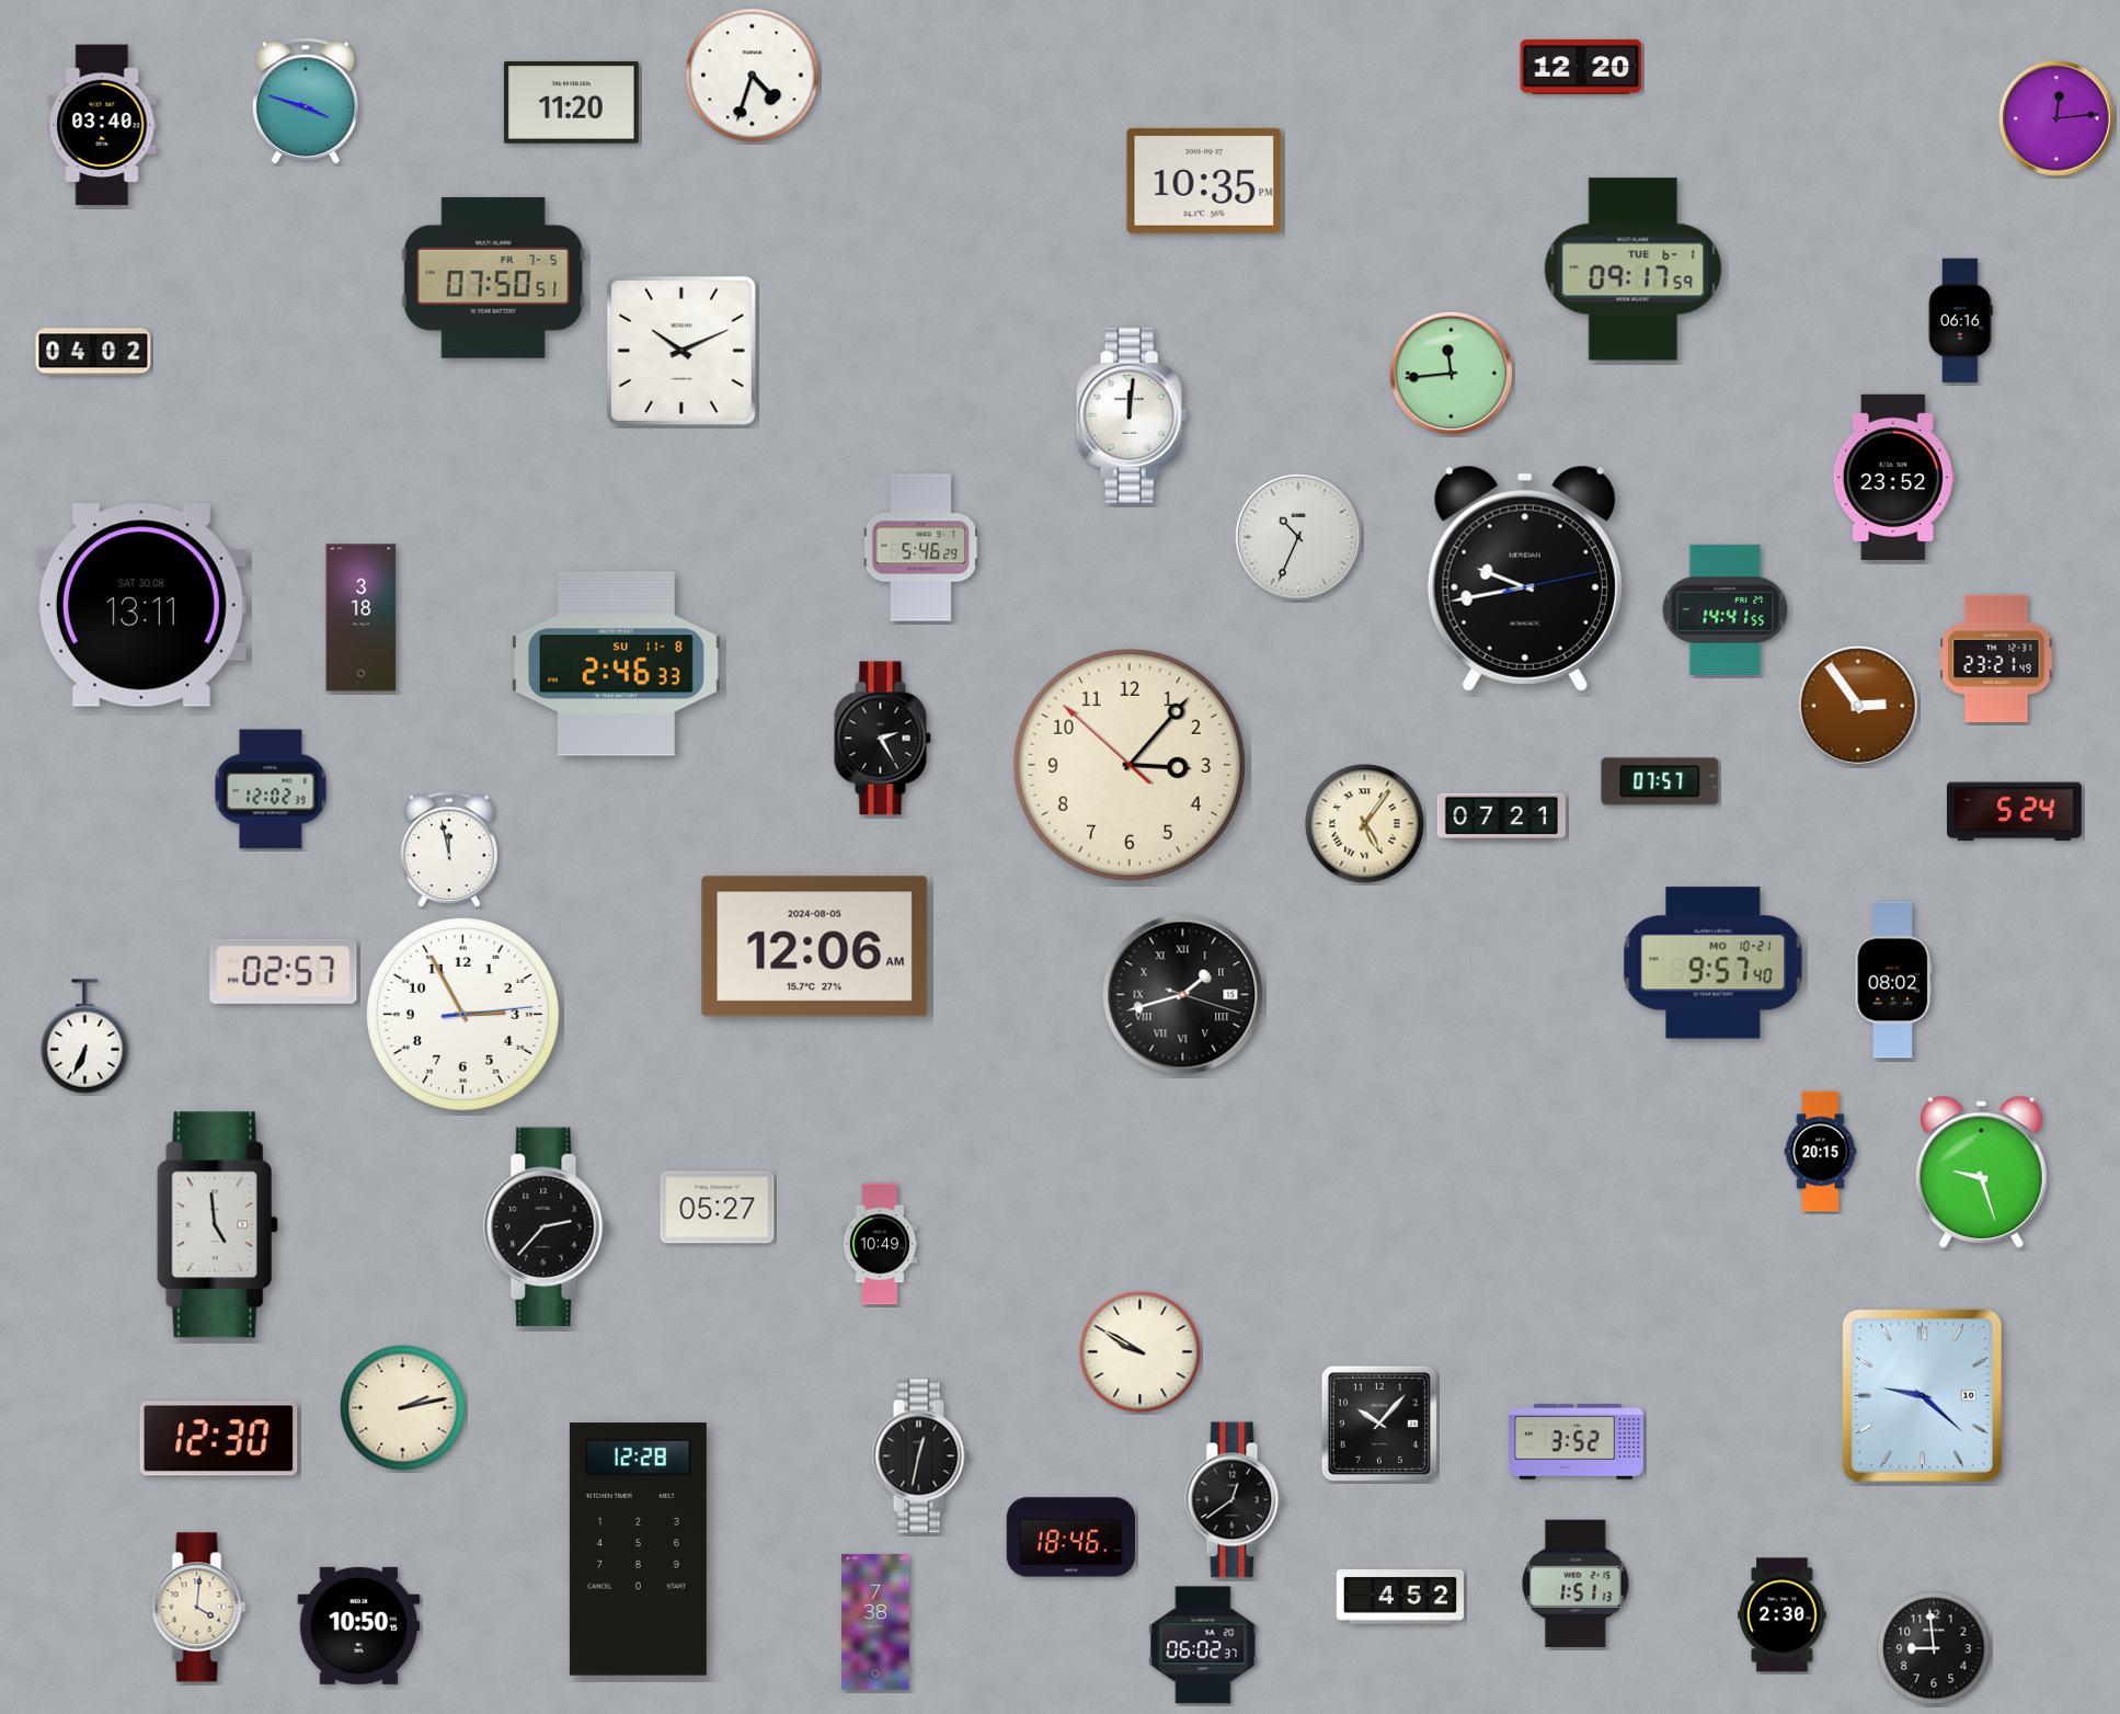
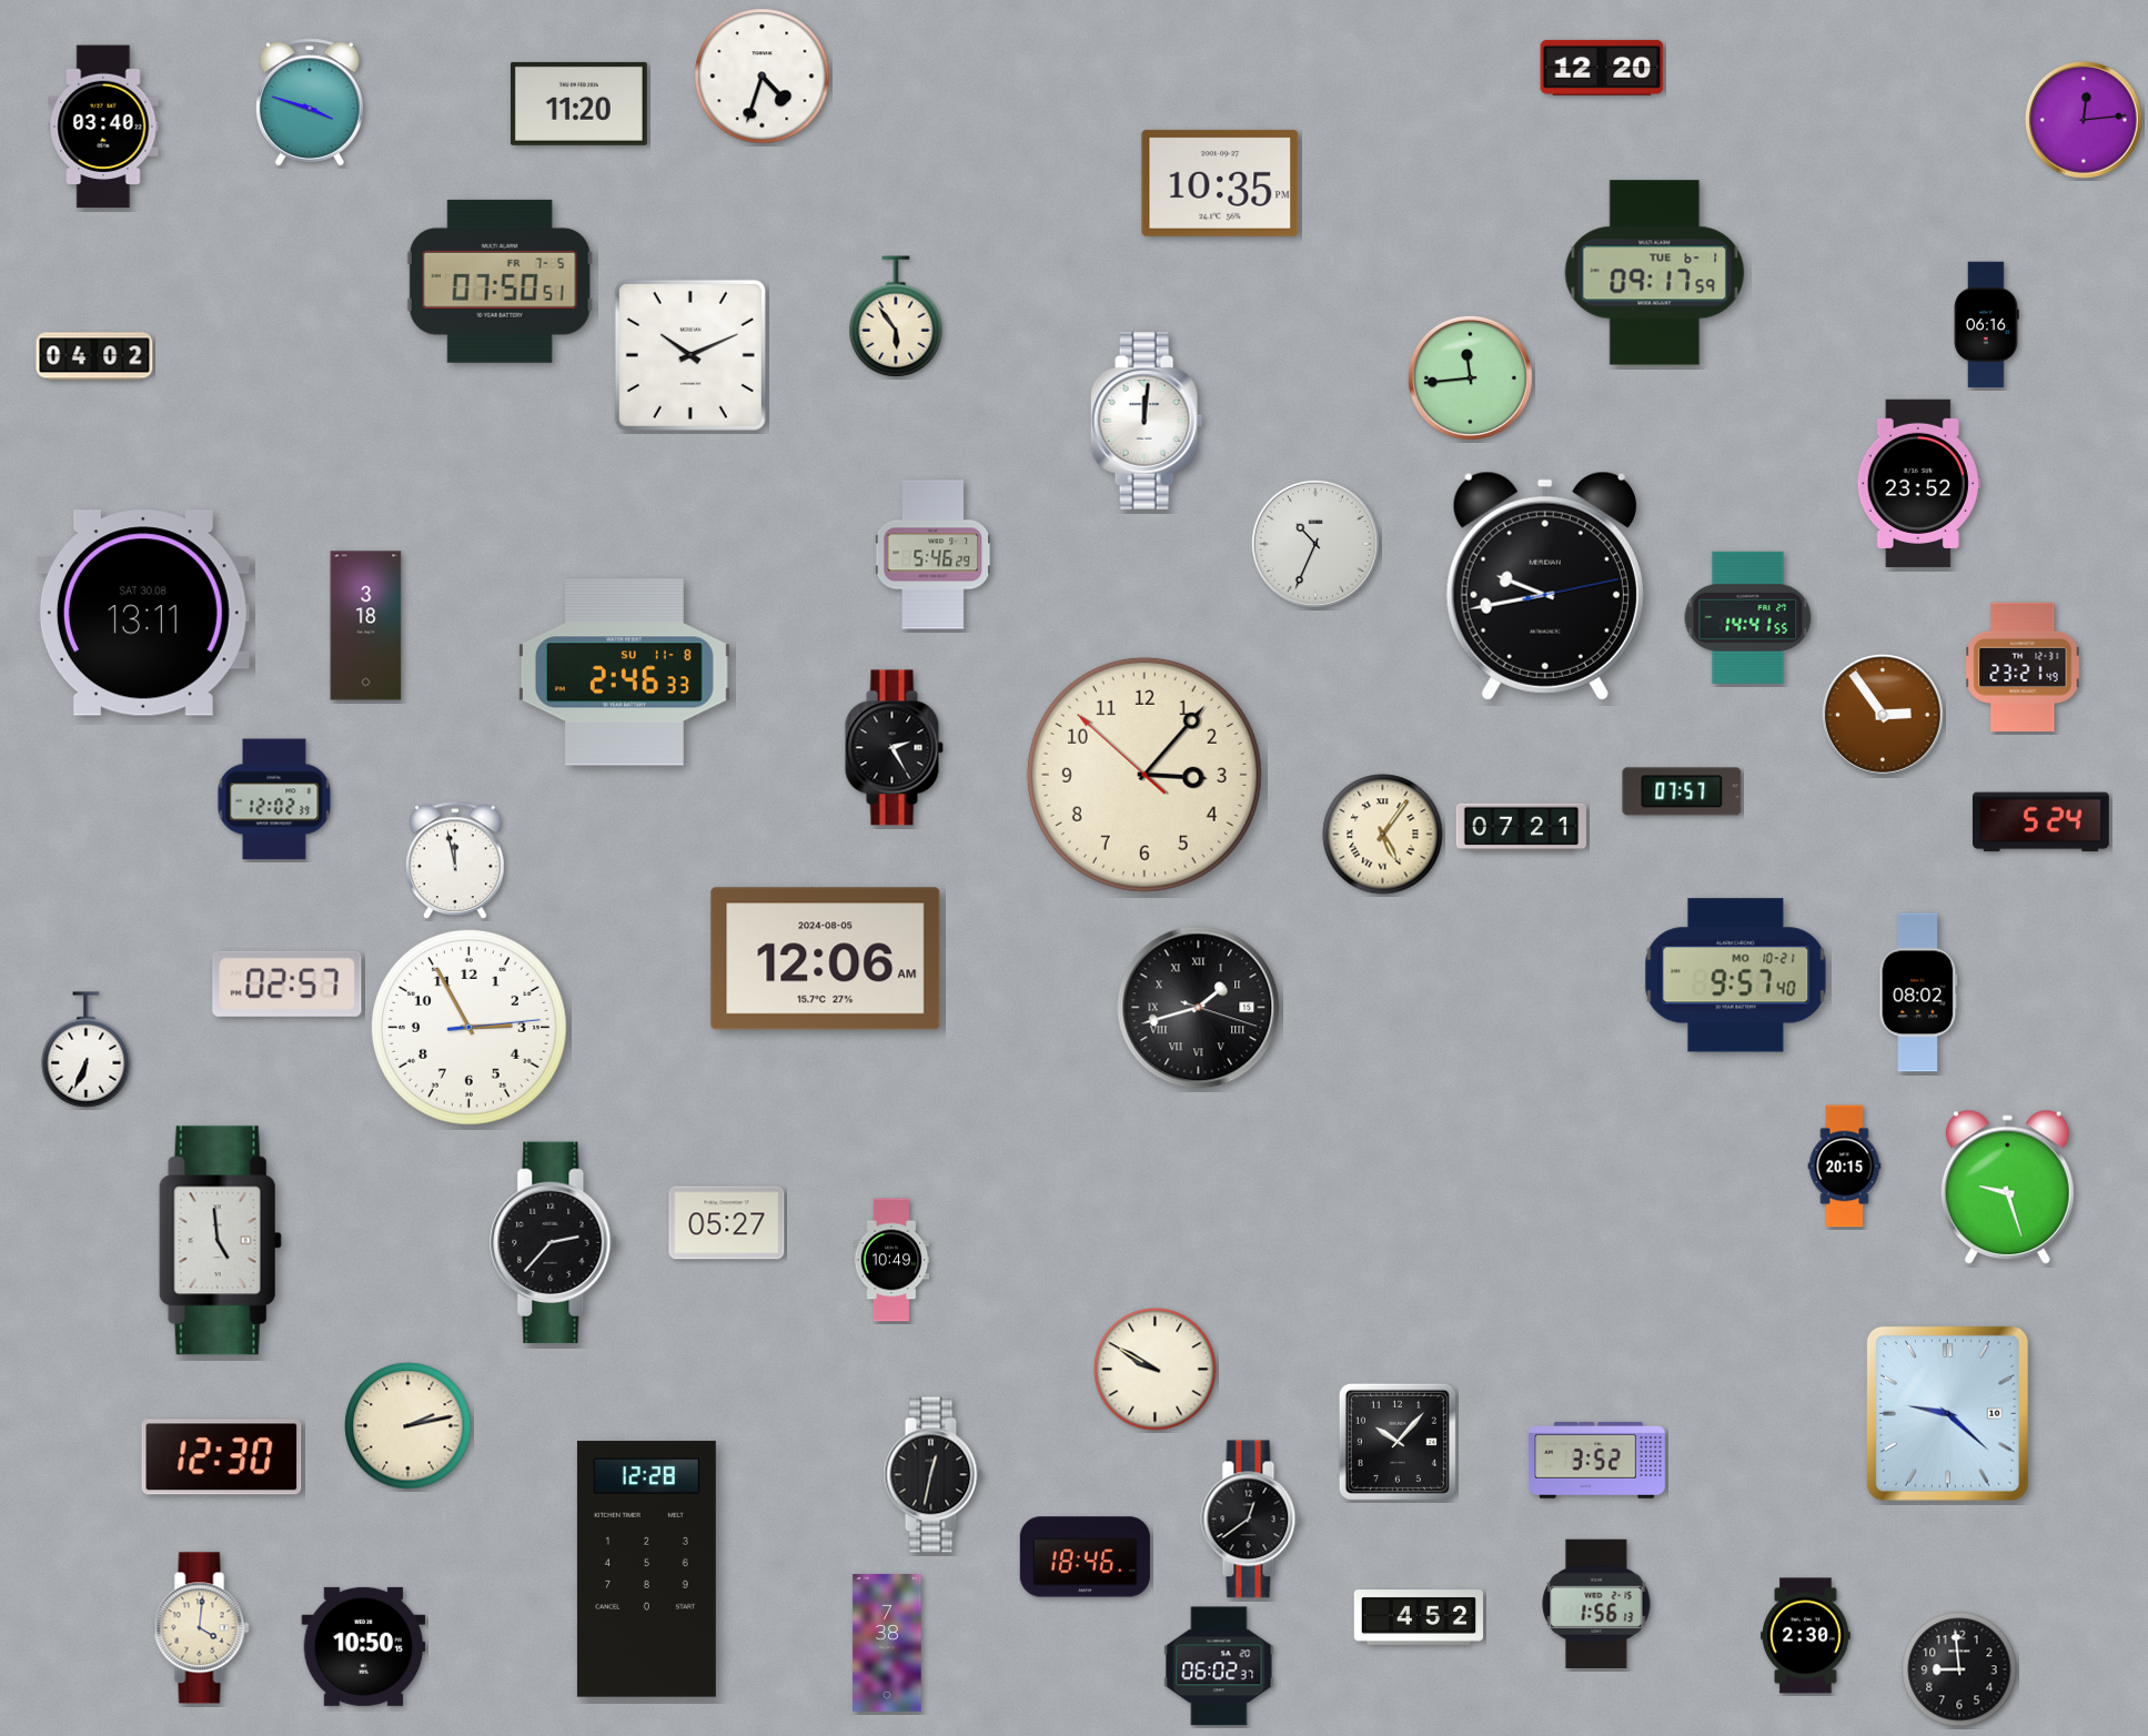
clock at (896, 316): none -> 5:54
clock at (1575, 1584): 1:51 -> 1:56
